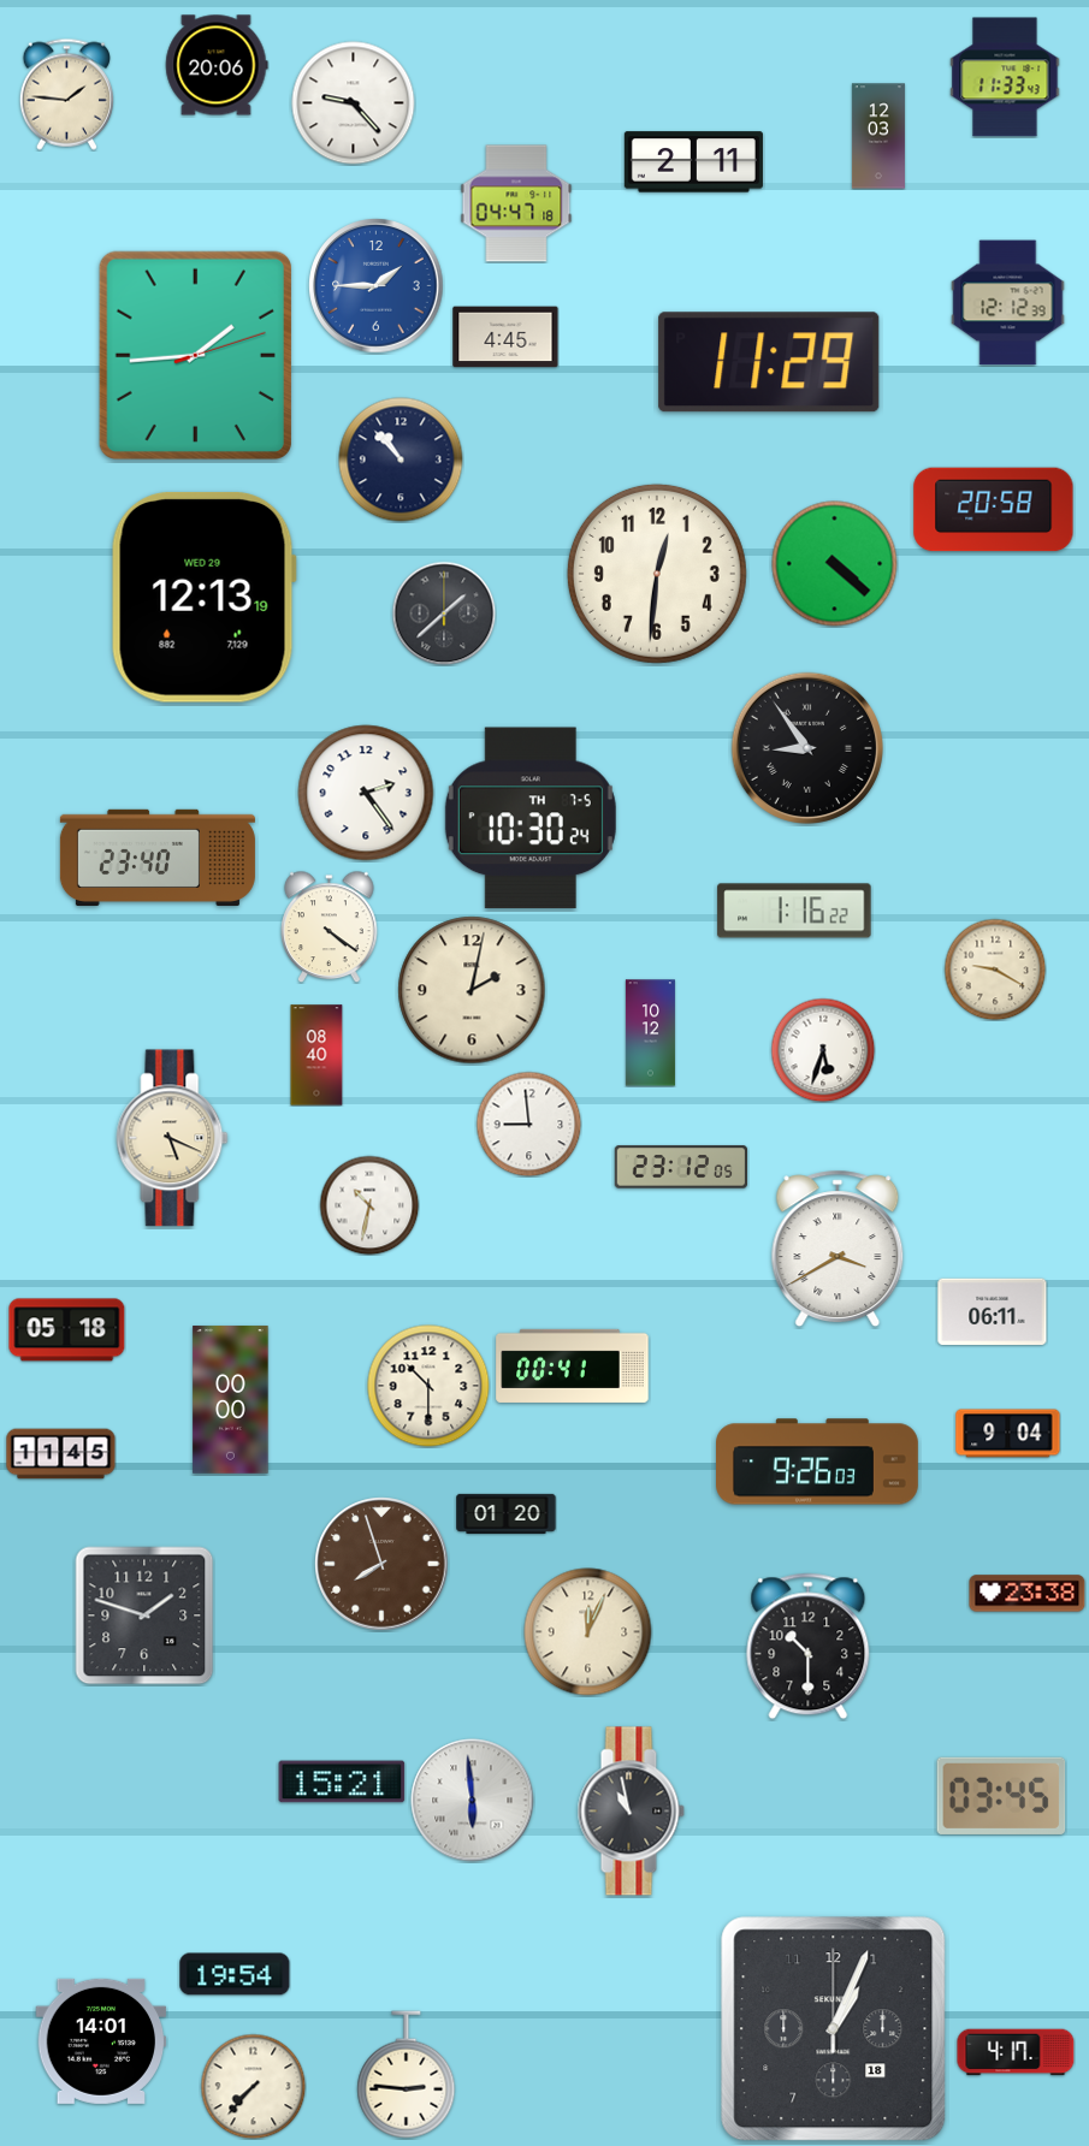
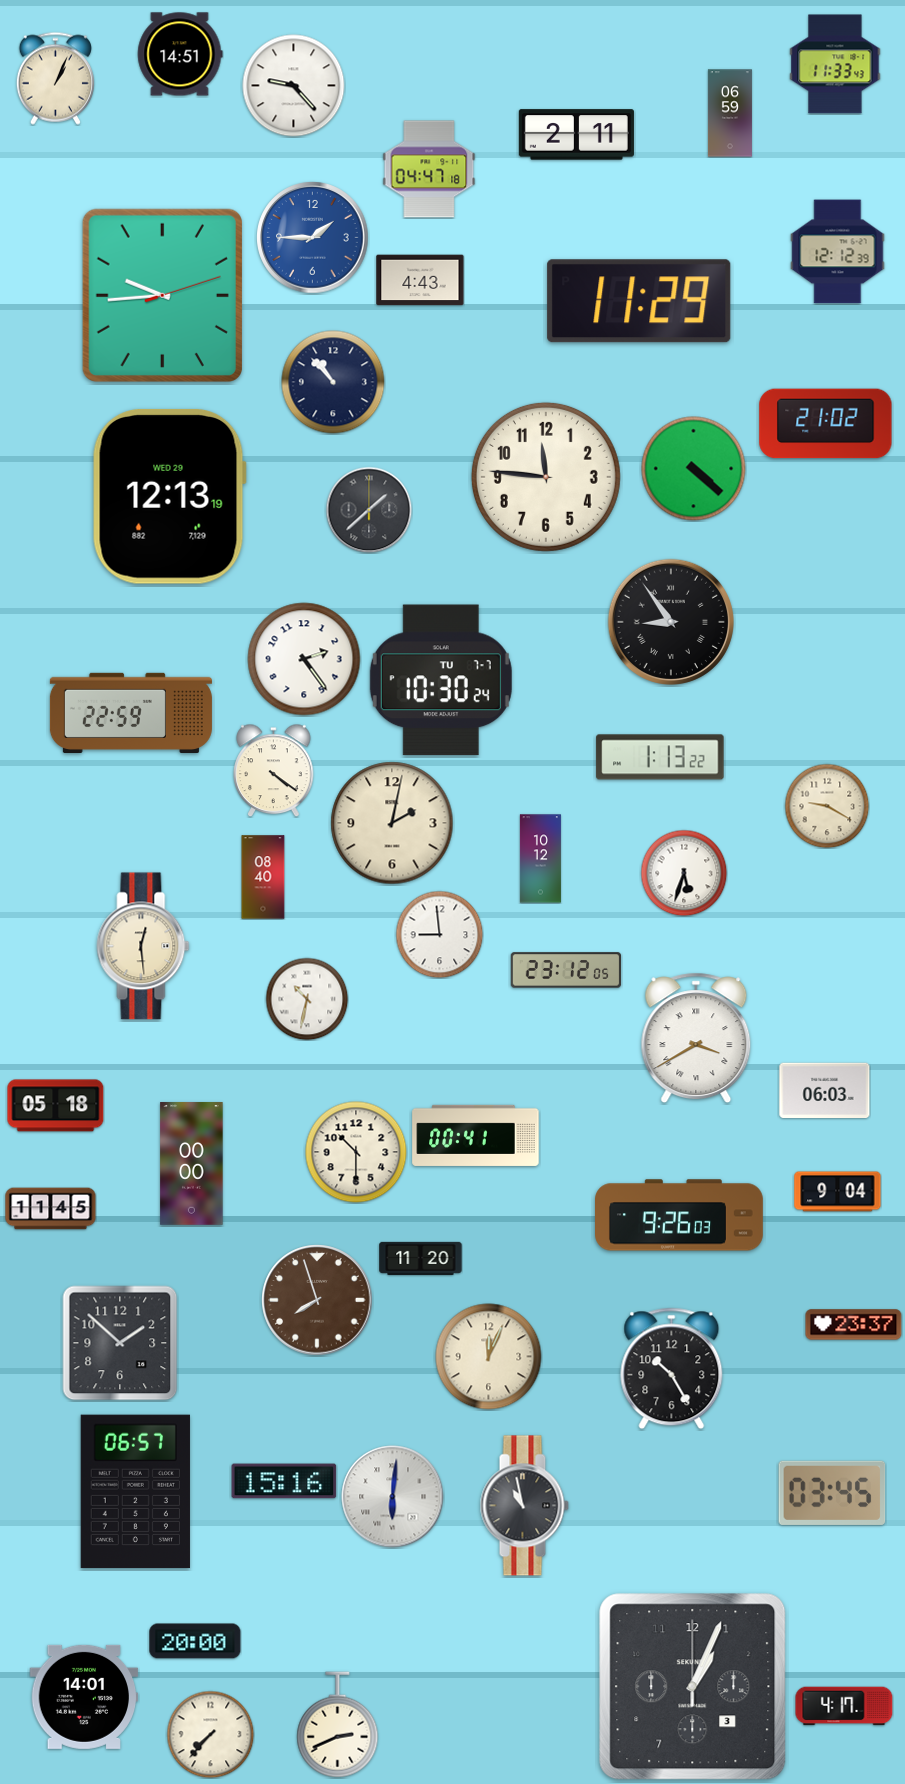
clock at (217, 65): 20:06 -> 14:51
clock at (66, 94): 1:46 -> 1:04
clock at (878, 136): 12:03 -> 06:59
clock at (505, 337): 4:45 -> 4:43
clock at (195, 355): 1:44 -> 9:44
clock at (994, 510): 20:58 -> 21:02
clock at (657, 574): 12:31 -> 11:46
clock at (531, 818) date: TH 7-5 -> TU 7-7
clock at (158, 856): 23:40 -> 22:59
clock at (794, 911): 1:16 -> 1:13
clock at (172, 1138): 5:19 -> 12:29
clock at (369, 1205) position: (369, 1205) -> (307, 999)
clock at (993, 1312): 06:11 -> 06:03
clock at (507, 1513): 01:20 -> 11:20
clock at (1028, 1594): 23:38 -> 23:37
clock at (144, 1616): 1:48 -> 1:52
clock at (809, 1647): 10:30 -> 10:25
clock at (342, 1782): 15:21 -> 15:16
clock at (135, 1492): none -> 06:57
clock at (473, 1801): 5:59 -> 6:01
clock at (235, 1974): 19:54 -> 20:00
clock at (834, 2029) date: 18 -> 3
clock at (407, 2075): 2:46 -> 2:41
